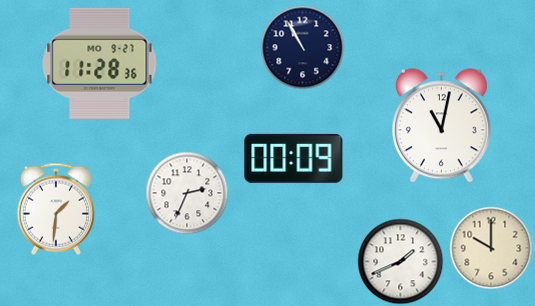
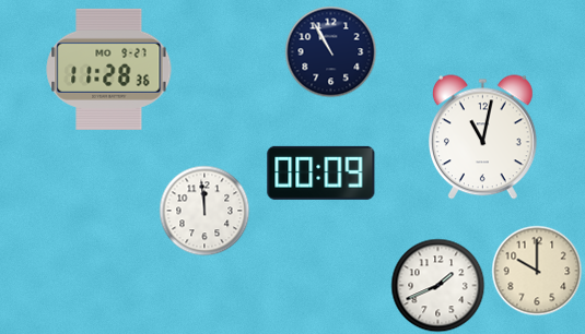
clock at (187, 193): 2:34 -> 11:59
clock at (56, 209): 1:31 -> none
